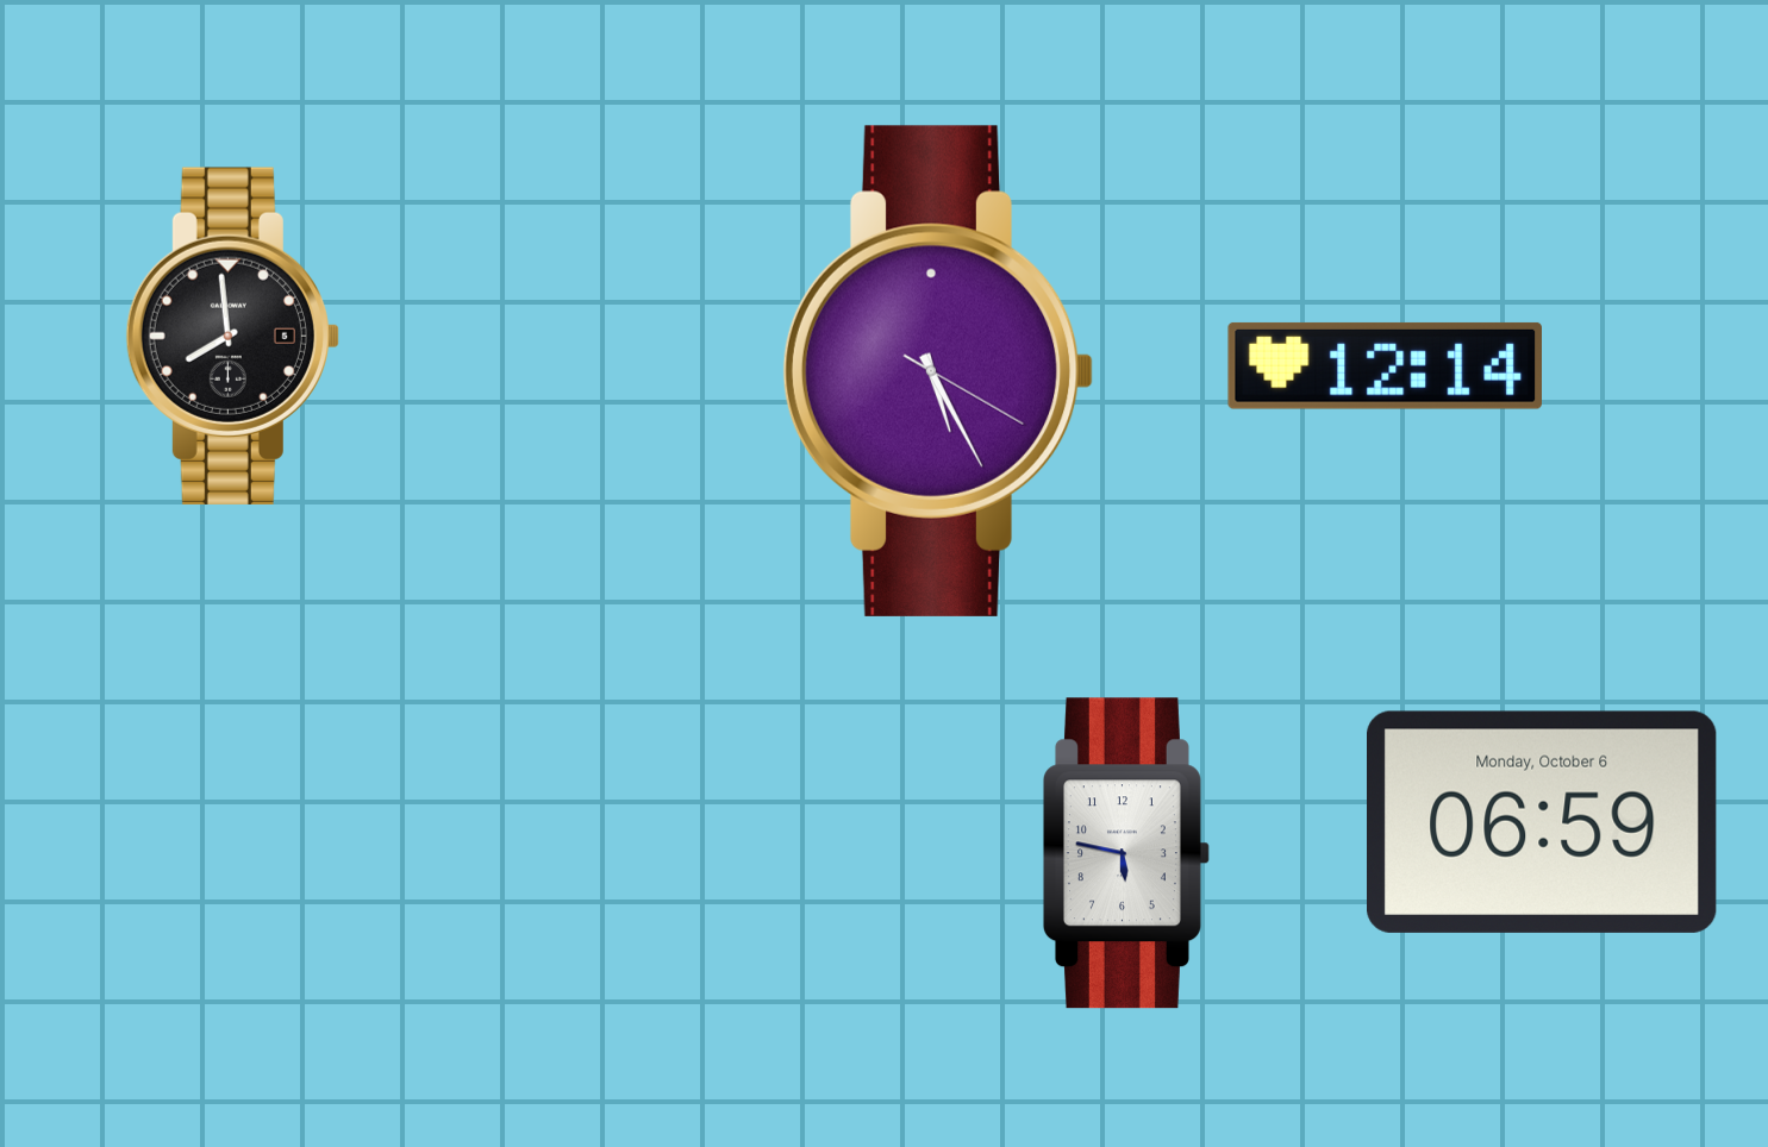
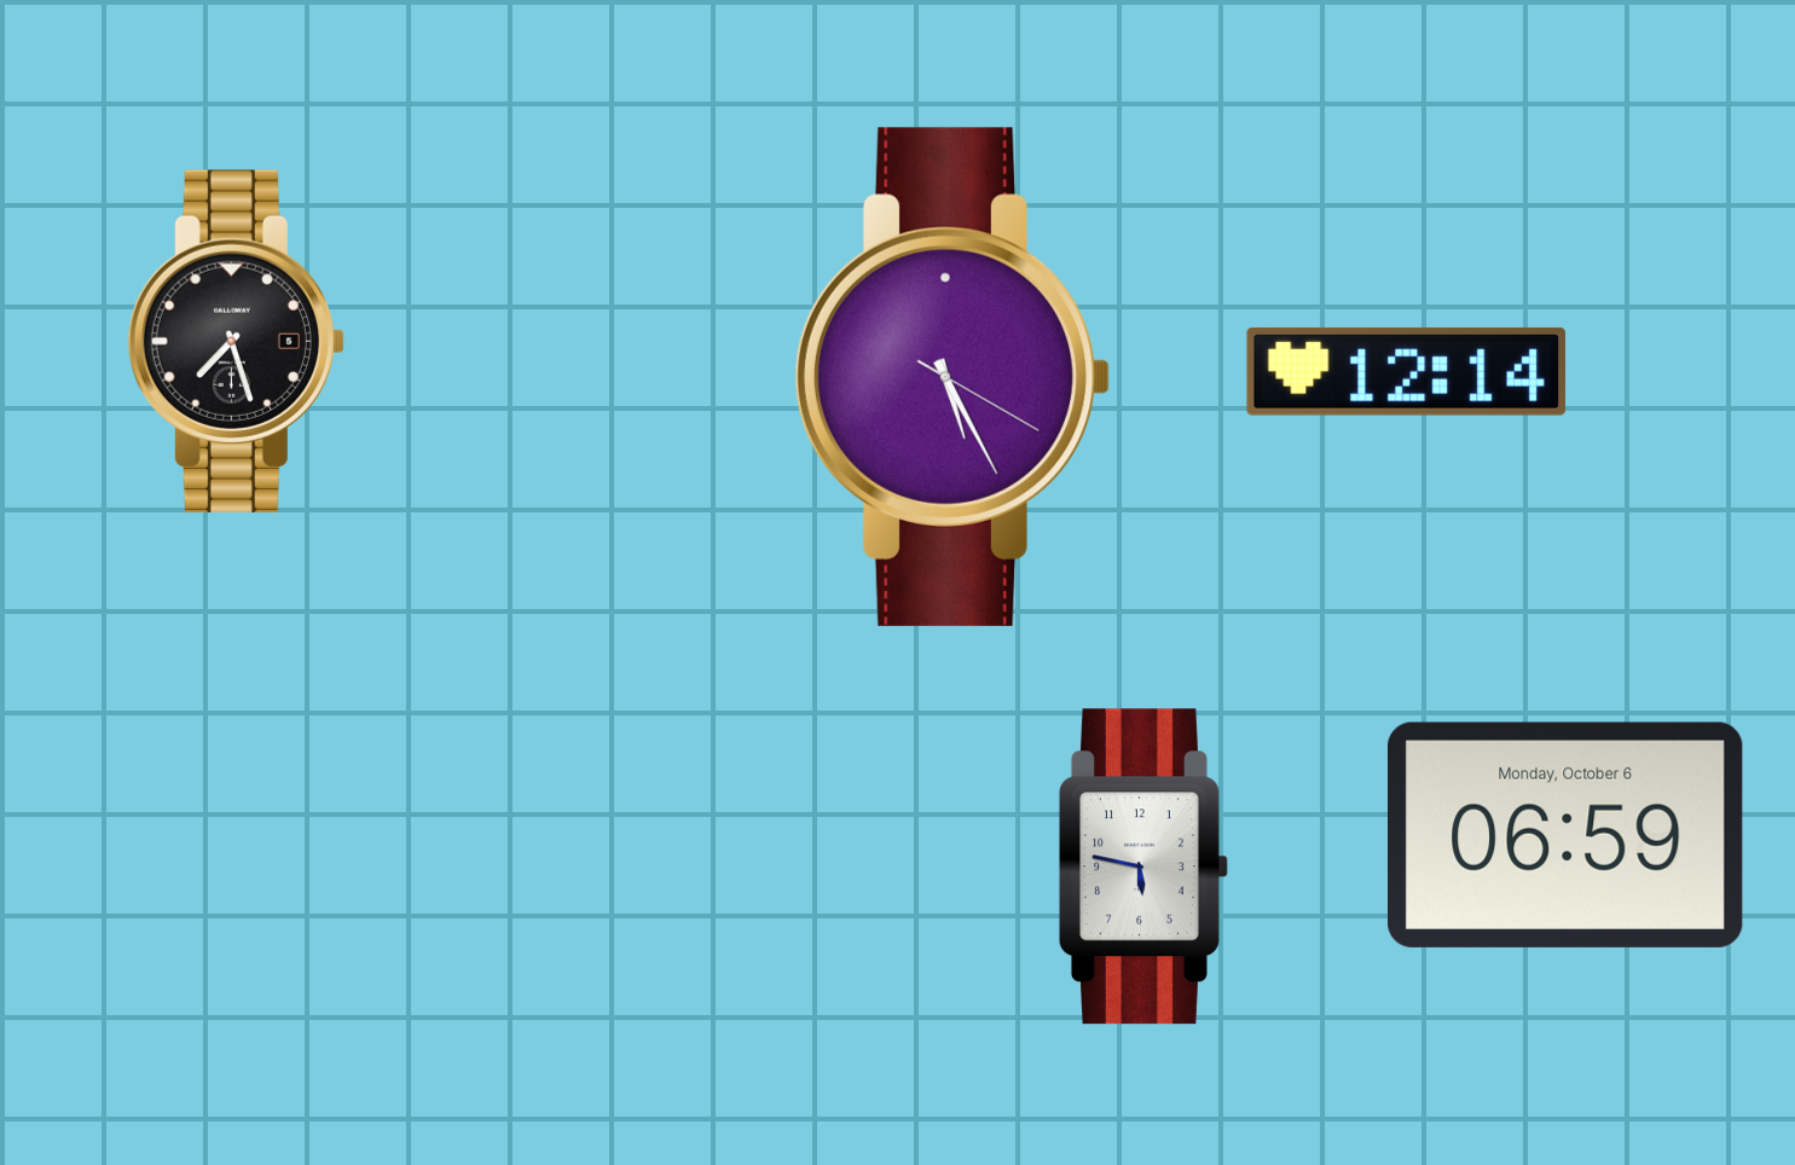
clock at (232, 336): 7:59 -> 7:27
